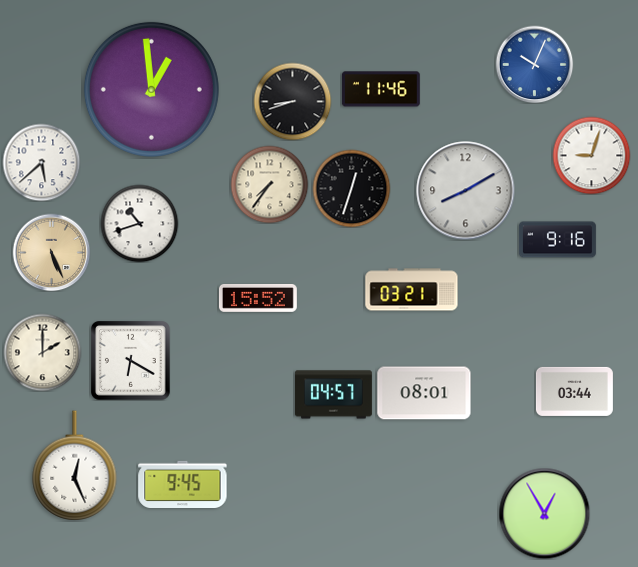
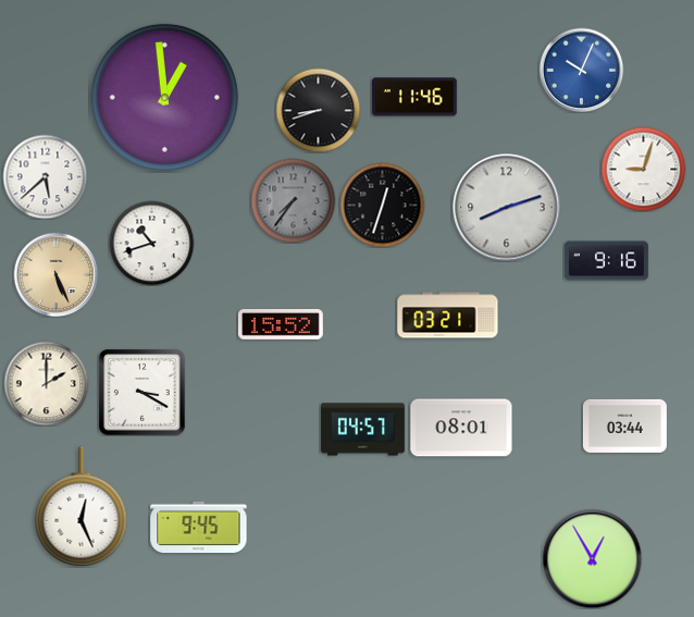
clock at (269, 184) dial: cream -> grey
clock at (466, 191): 8:10 -> 8:12
clock at (130, 360): 6:20 -> 3:20
